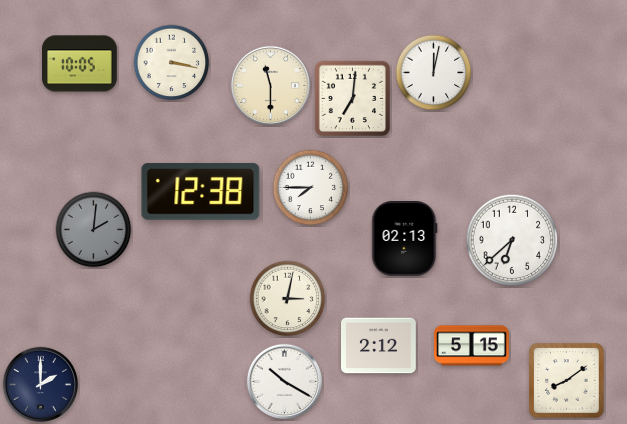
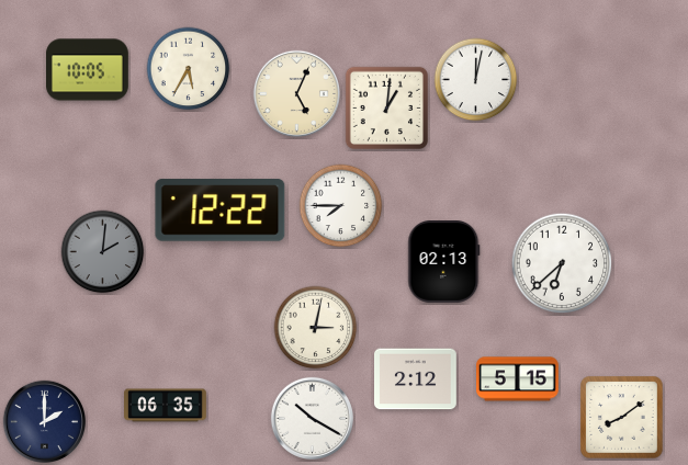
clock at (172, 63): 3:17 -> 5:35
clock at (270, 85): 11:30 -> 5:04
clock at (352, 98): 7:01 -> 1:01
clock at (201, 192): 12:38 -> 12:22
clock at (166, 406): none -> 06:35
